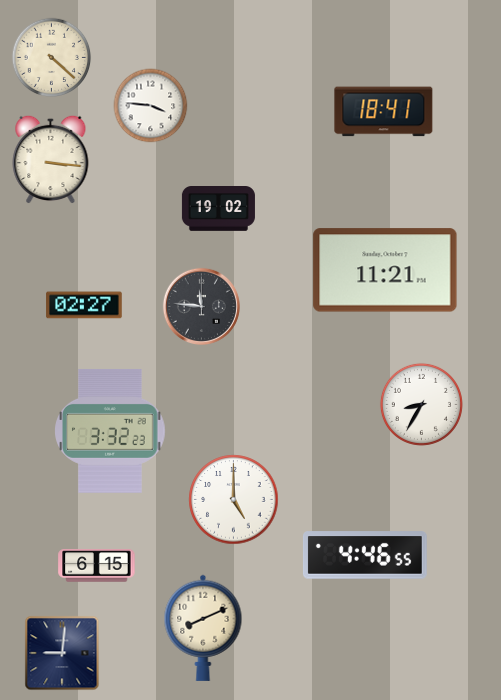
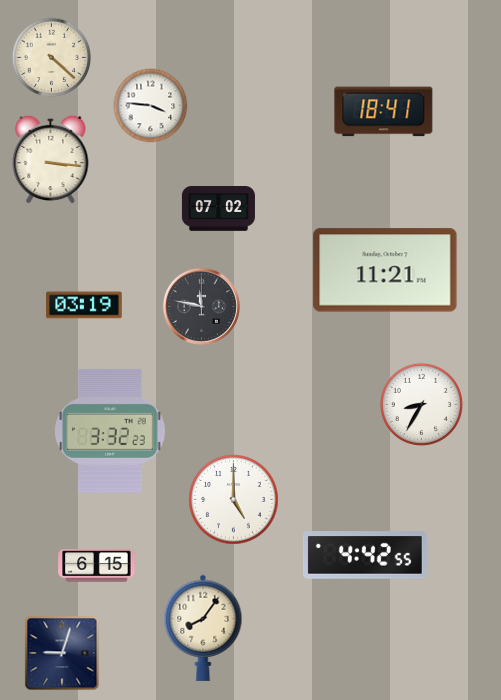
clock at (218, 209): 19:02 -> 07:02
clock at (84, 305): 02:27 -> 03:19
clock at (201, 306): 11:46 -> 11:47
clock at (365, 555): 4:46 -> 4:42
clock at (203, 628): 8:11 -> 8:06
clock at (62, 653): 9:01 -> 9:03
